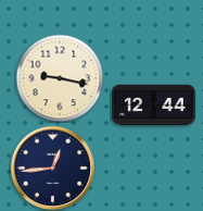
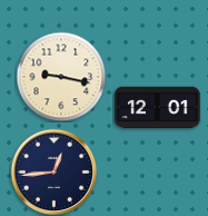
clock at (60, 78) position: (60, 78) -> (61, 77)
clock at (154, 105): 12:44 -> 12:01
